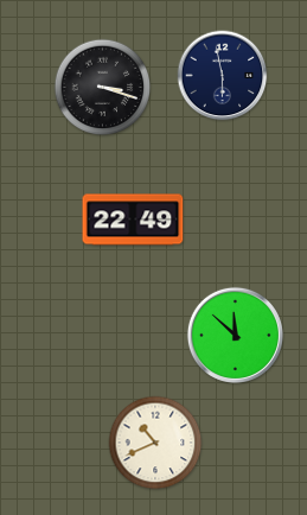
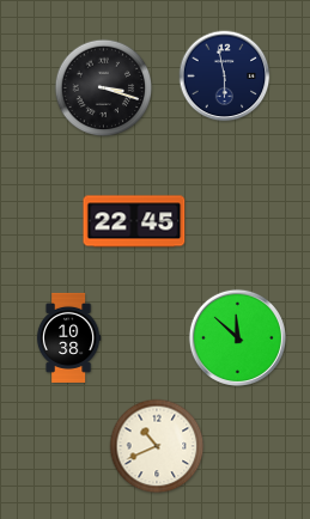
clock at (133, 220): 22:49 -> 22:45
clock at (68, 337): none -> 10:38
